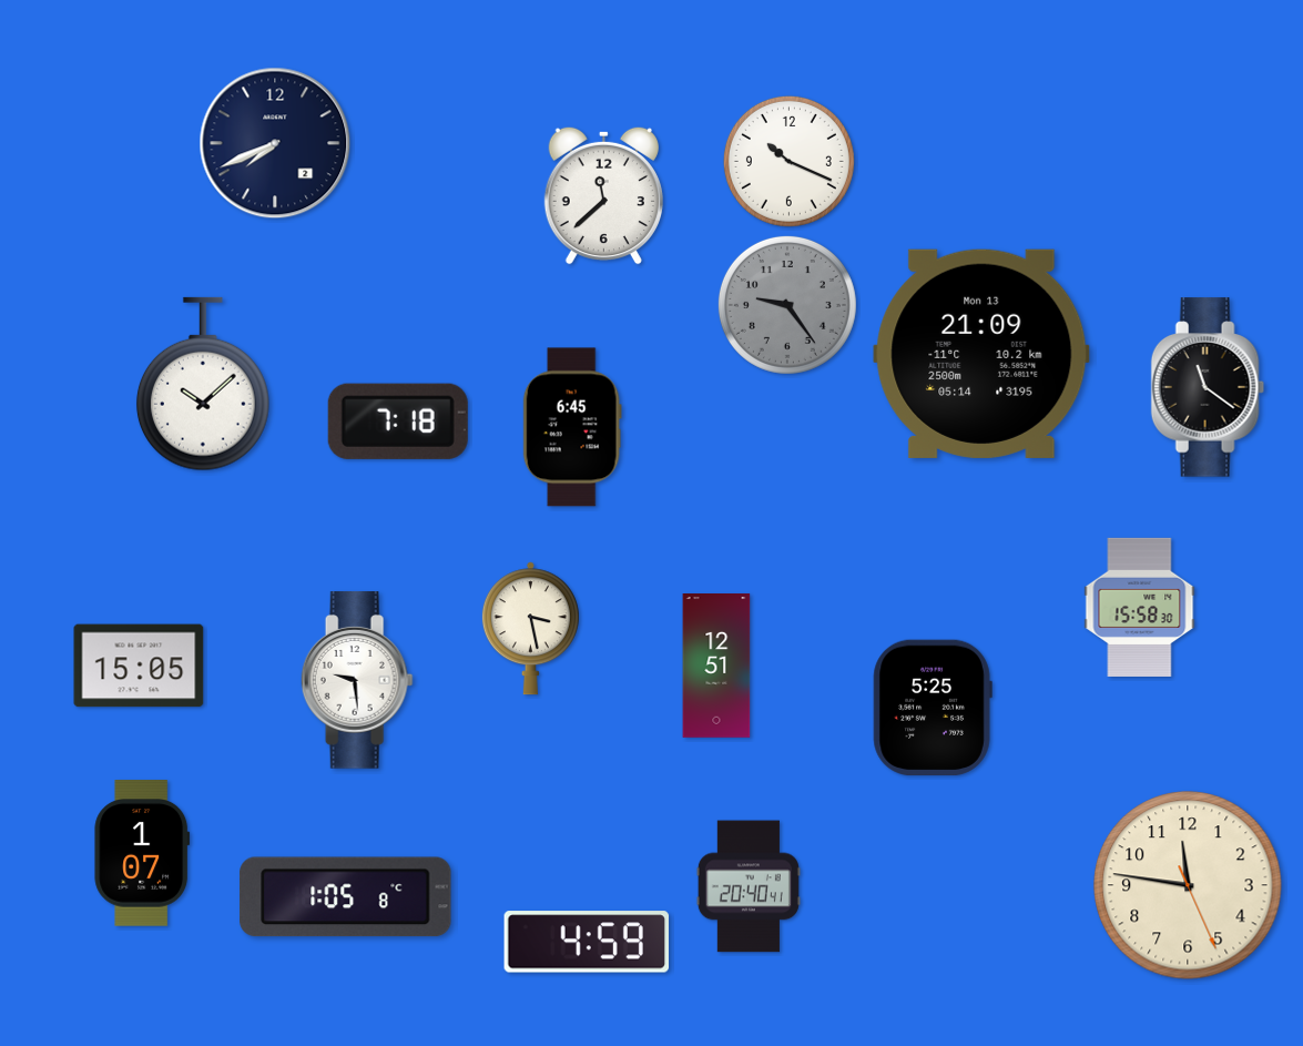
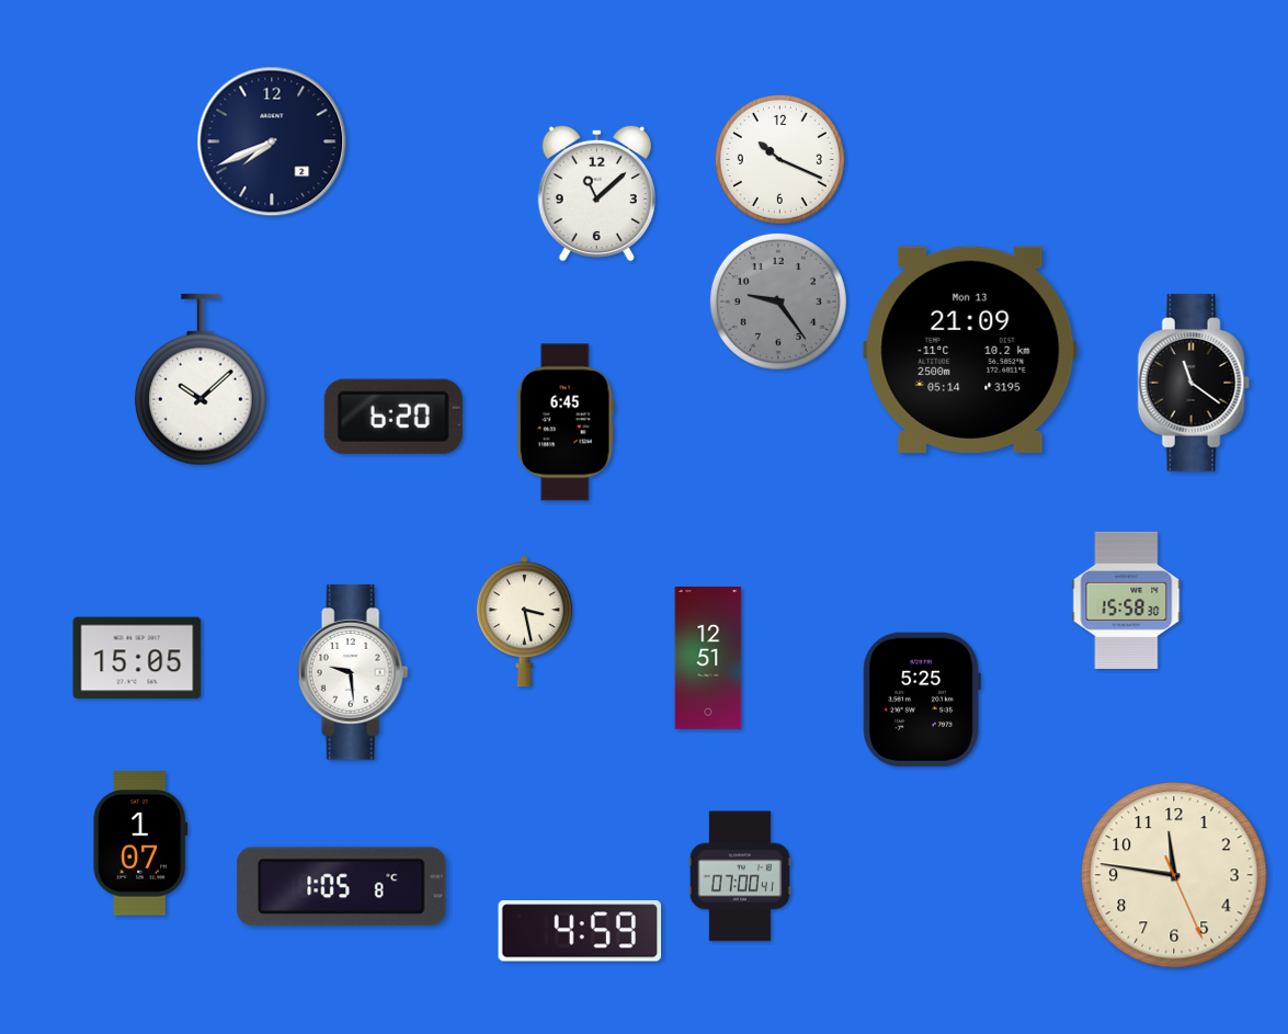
clock at (603, 195): 11:38 -> 11:08
clock at (398, 422): 7:18 -> 6:20
clock at (749, 886): 20:40 -> 07:00
